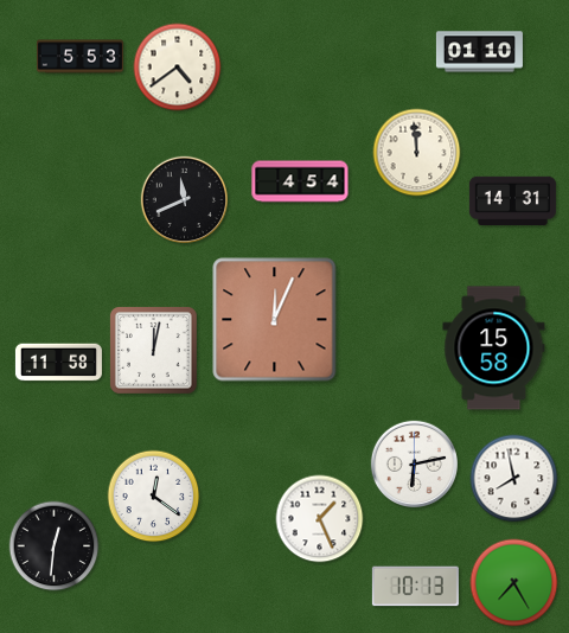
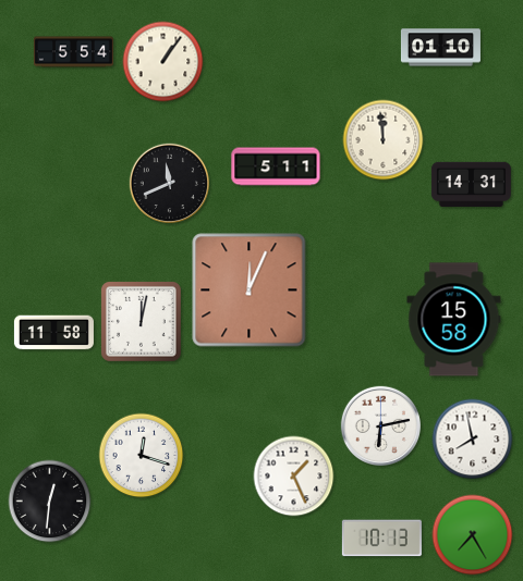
clock at (79, 57): 5:53 -> 5:54
clock at (178, 68): 4:39 -> 1:06
clock at (300, 181): 4:54 -> 5:11
clock at (275, 320) position: (275, 320) -> (250, 290)
clock at (154, 497): 12:21 -> 12:18
